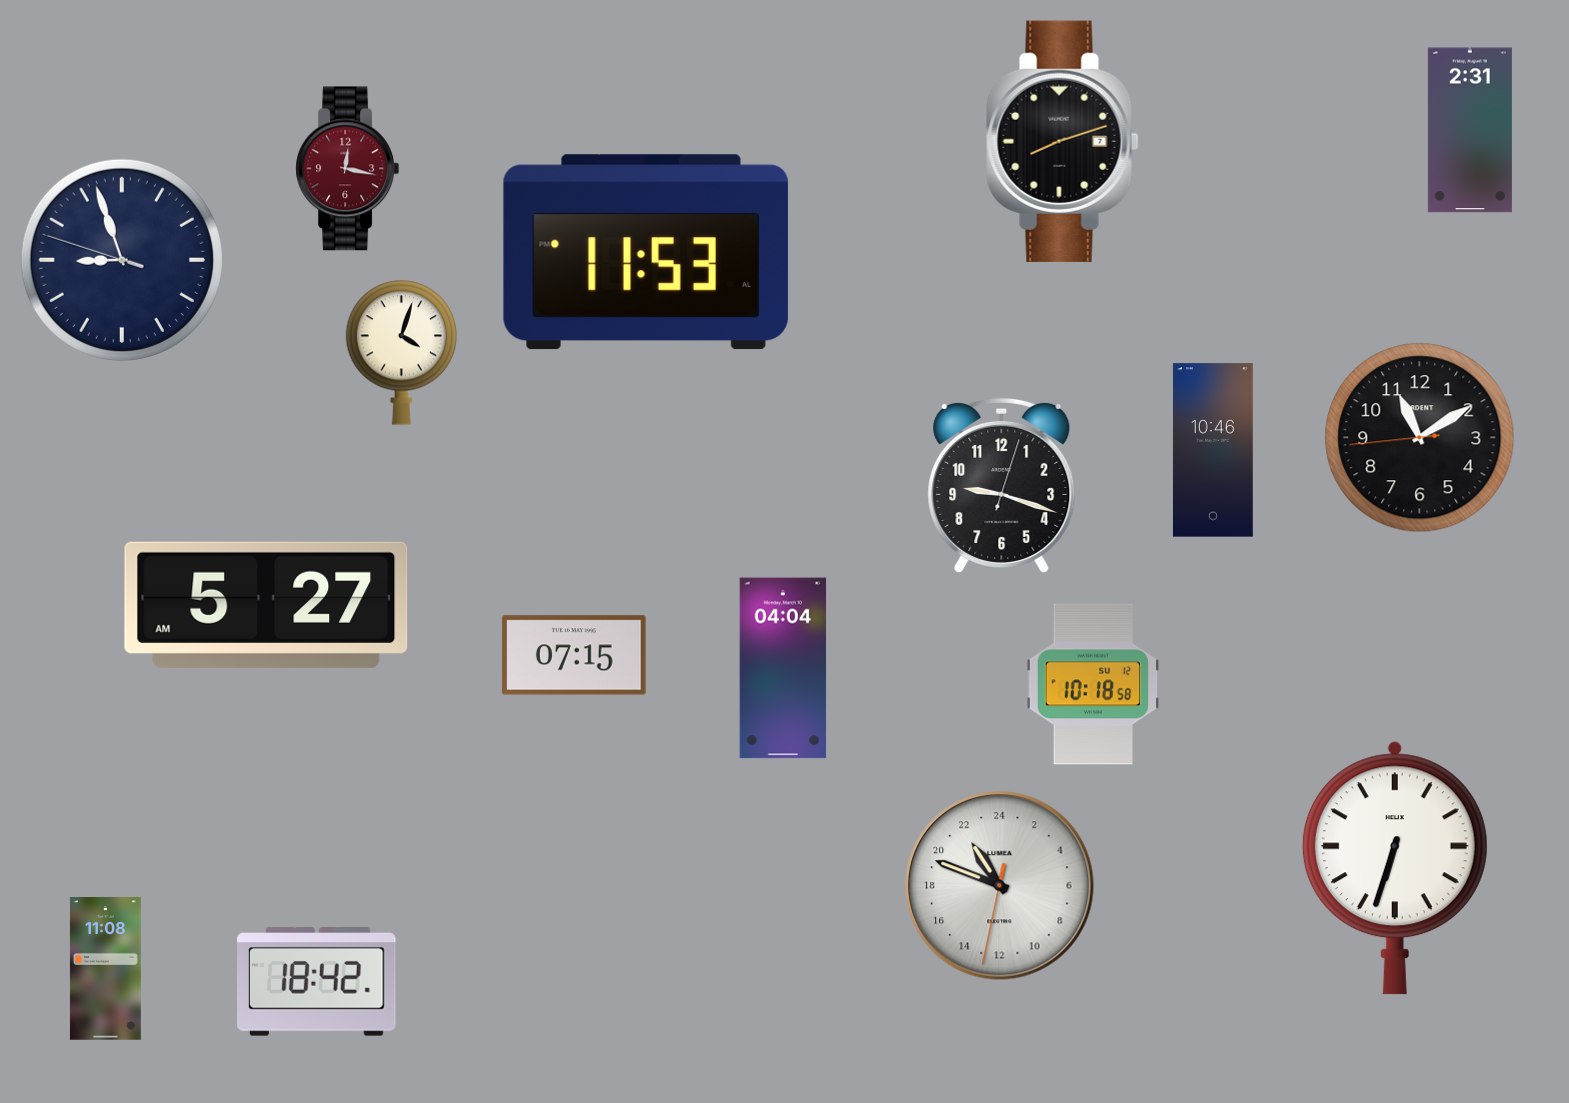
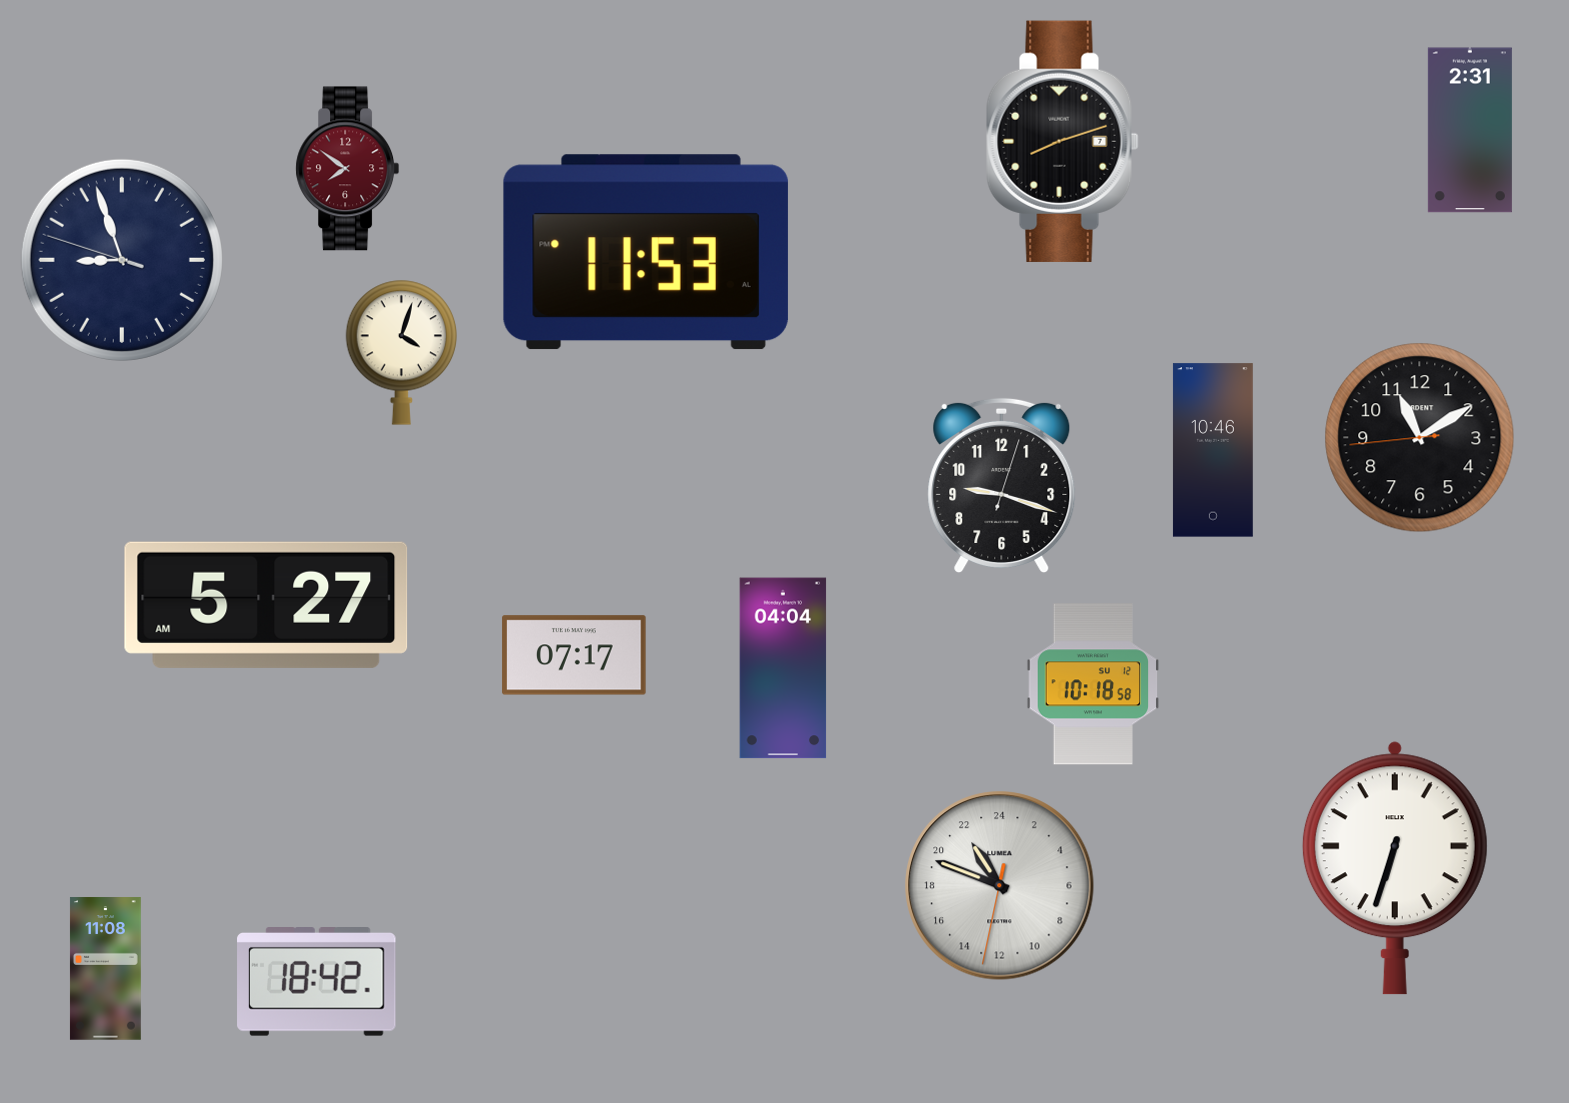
clock at (348, 169): 12:17 -> 7:51
clock at (574, 655): 07:15 -> 07:17
